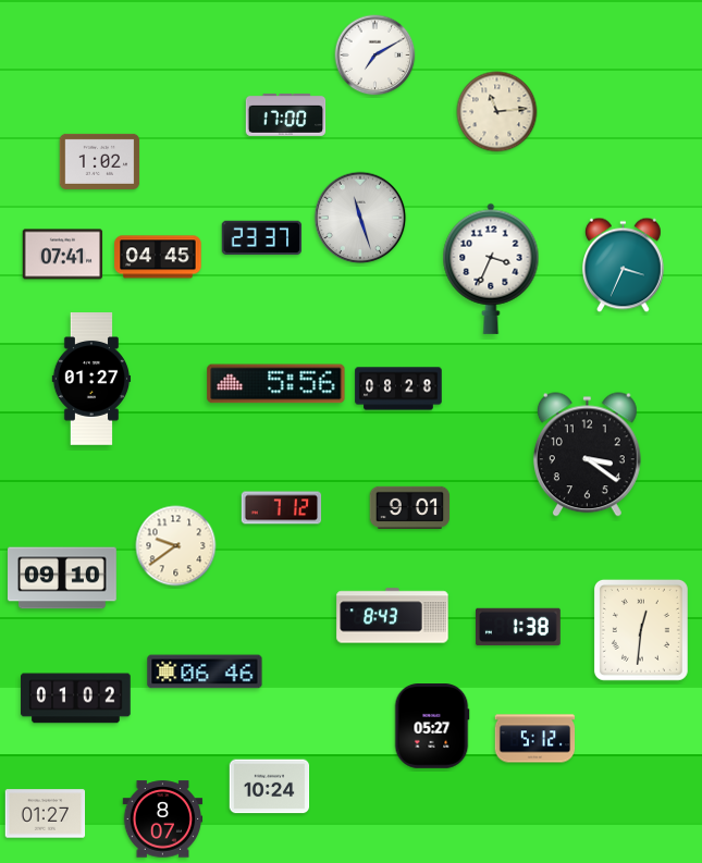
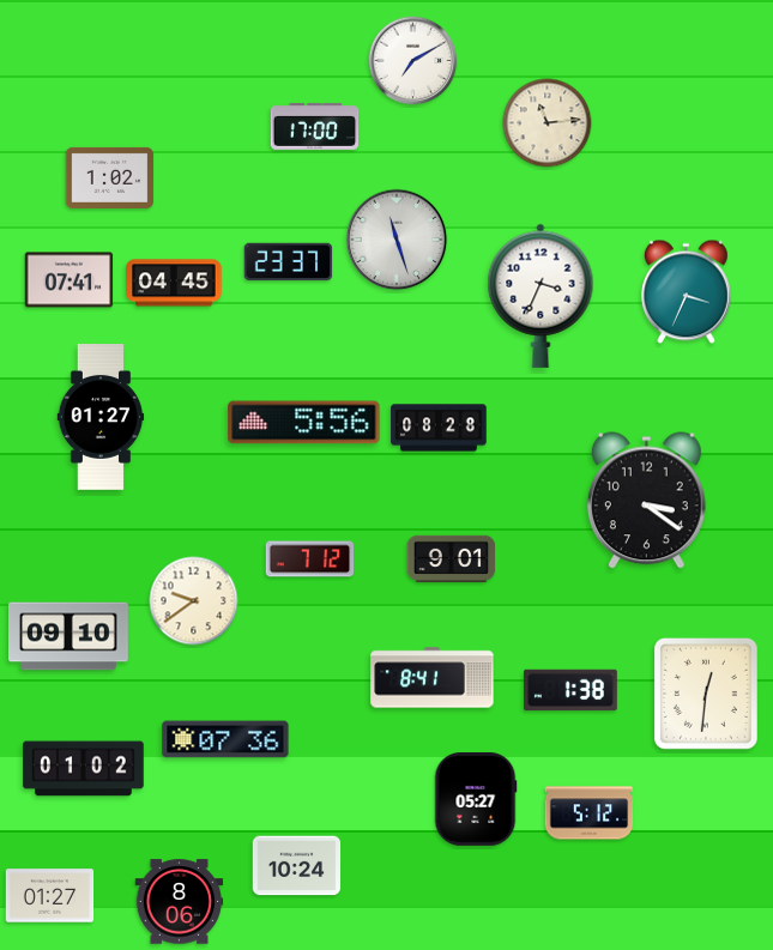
clock at (393, 616): 8:43 -> 8:41
clock at (205, 671): 06:46 -> 07:36
clock at (163, 819): 8:07 -> 8:06
